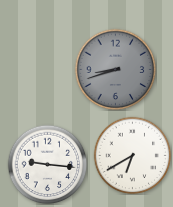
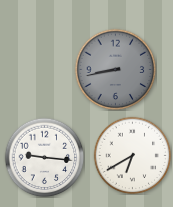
clock at (115, 69): 8:42 -> 8:43
clock at (47, 164) position: (47, 164) -> (44, 157)
